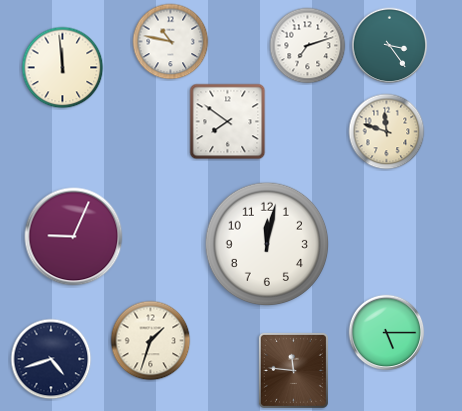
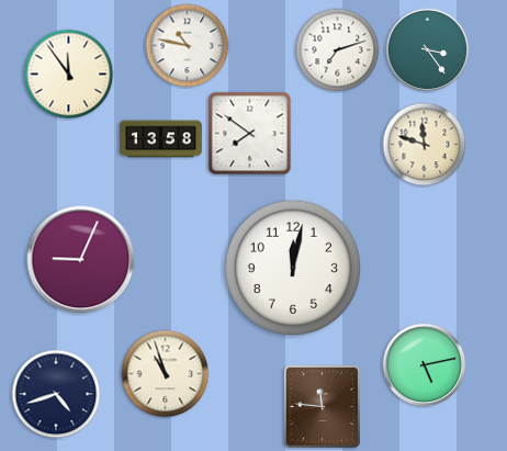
clock at (63, 68): 11:59 -> 11:54
clock at (160, 139): none -> 13:58
clock at (387, 333): 5:15 -> 5:13
clock at (151, 341): 1:33 -> 10:57
